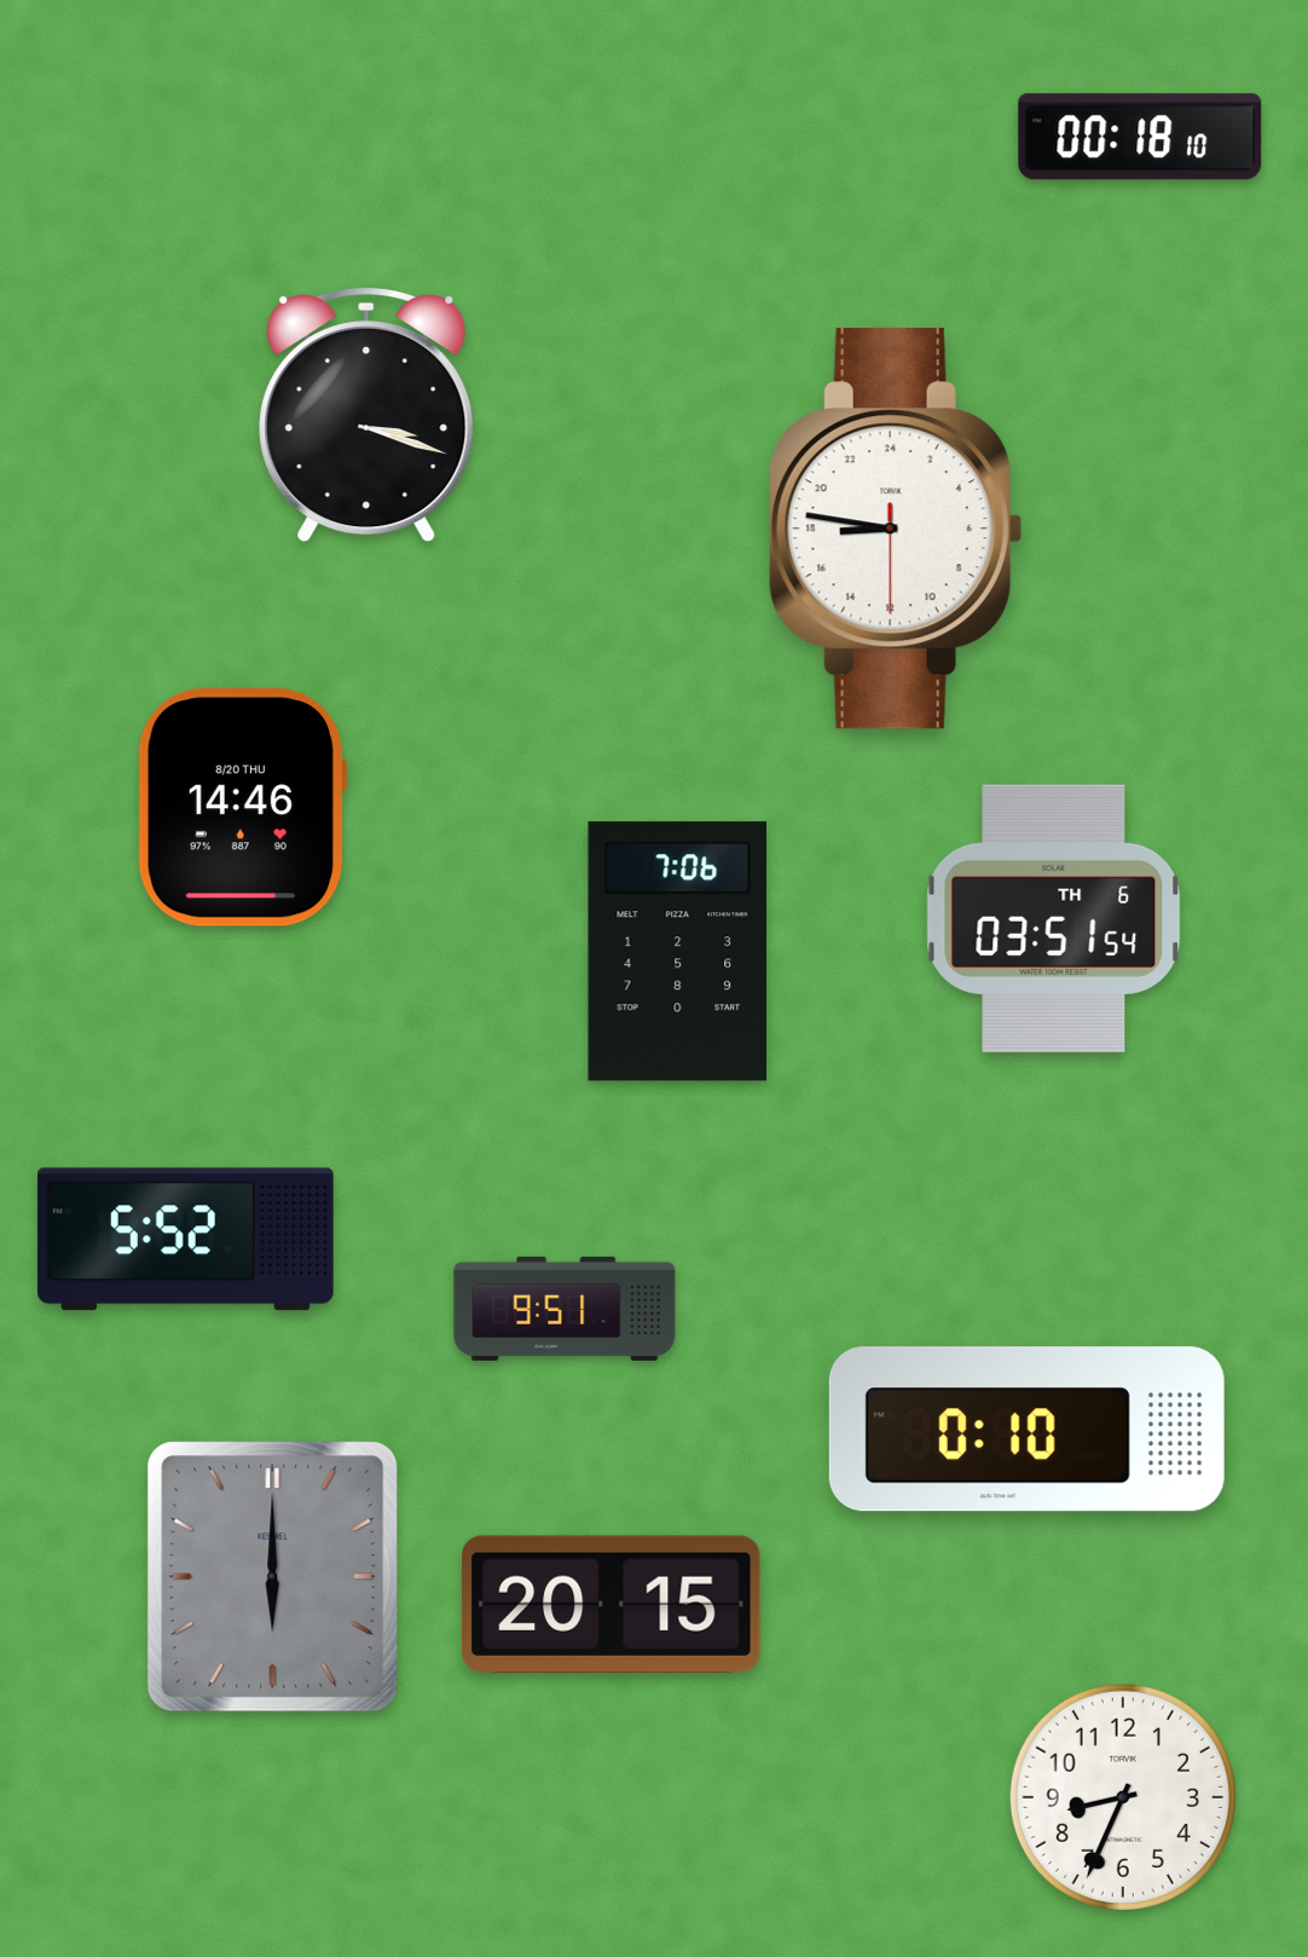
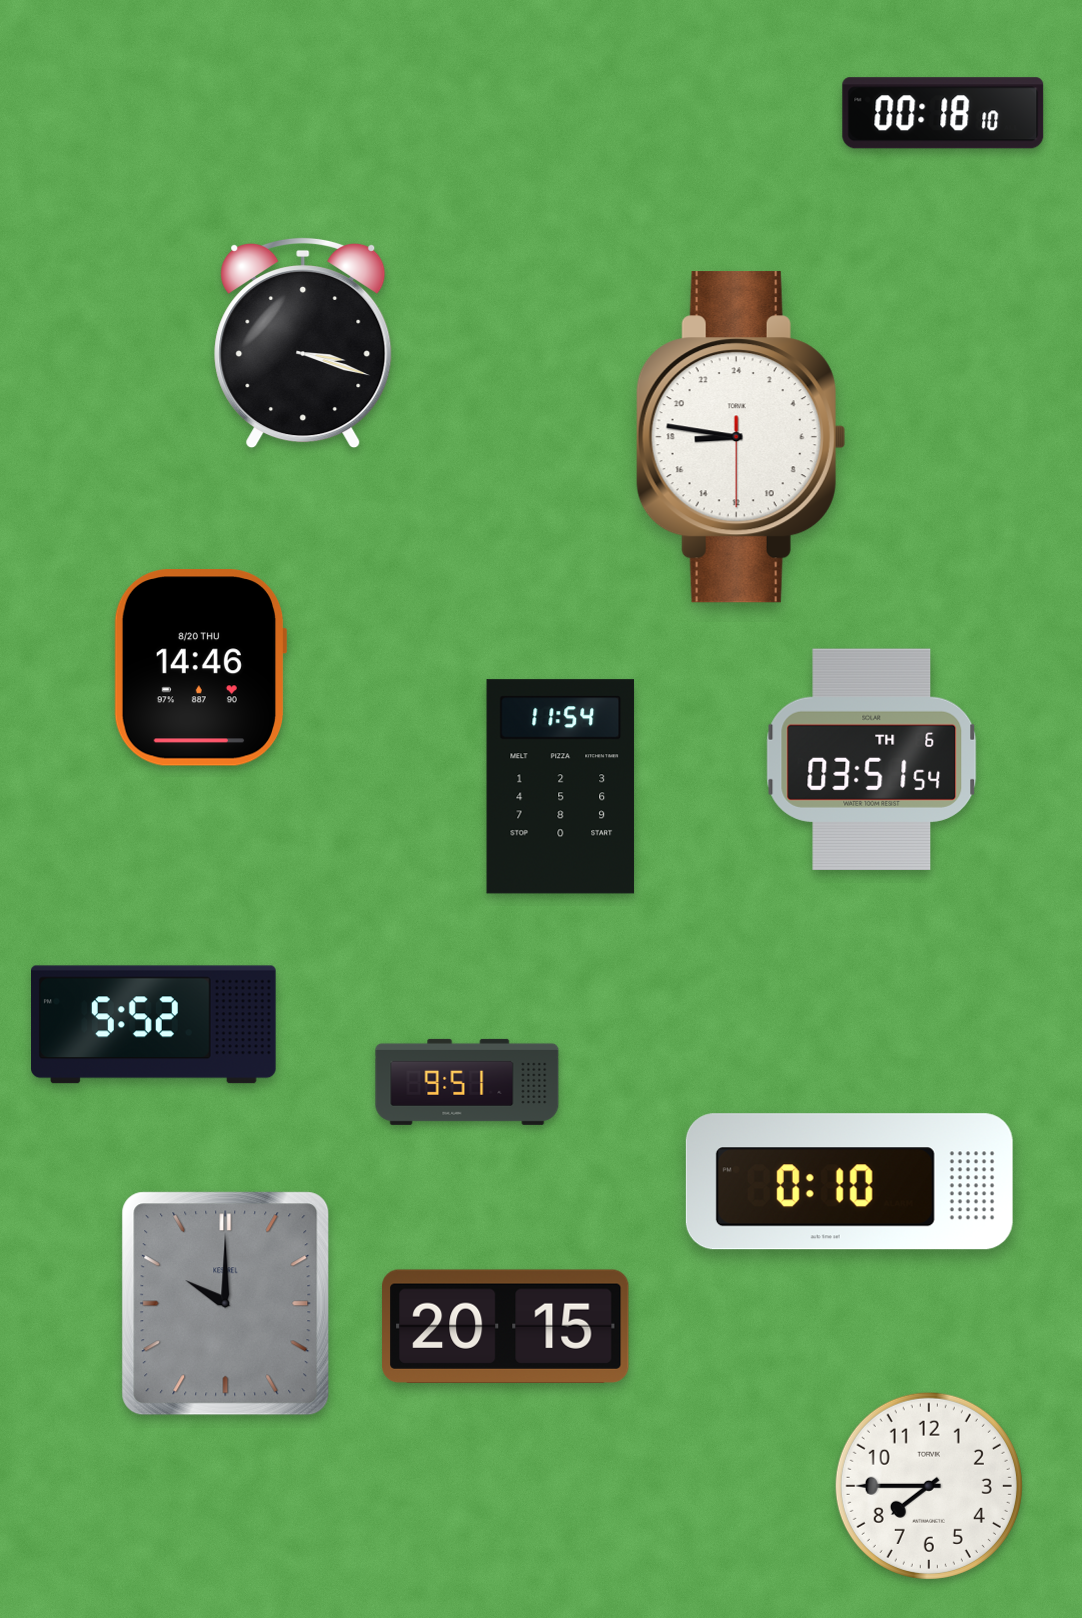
clock at (678, 952): 7:06 -> 11:54
clock at (273, 1577): 6:00 -> 10:00
clock at (1123, 1797): 8:34 -> 7:45
